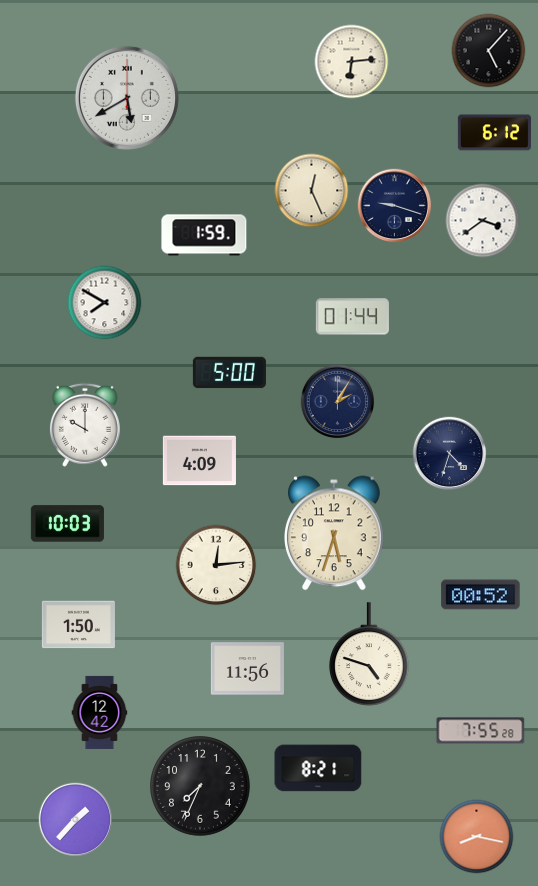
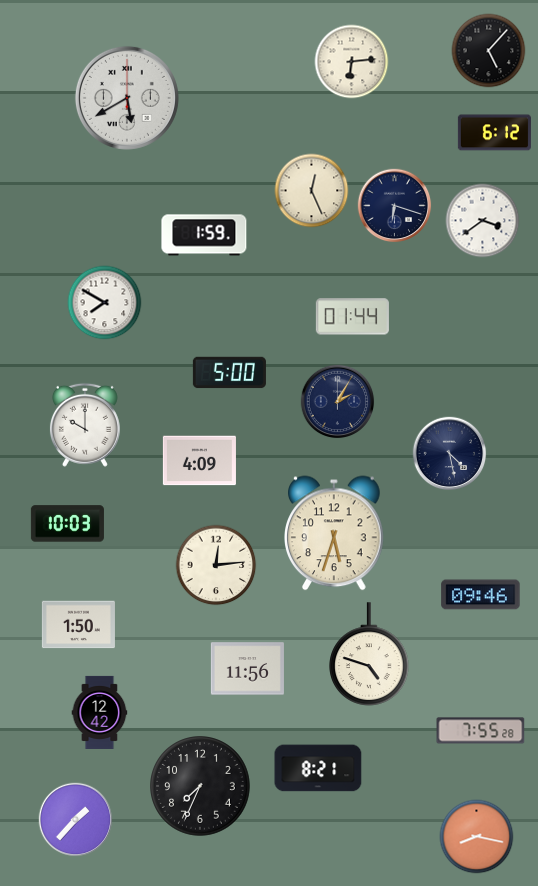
clock at (395, 206): 9:18 -> 6:18
clock at (450, 454): 4:33 -> 4:28
clock at (481, 595): 00:52 -> 09:46
